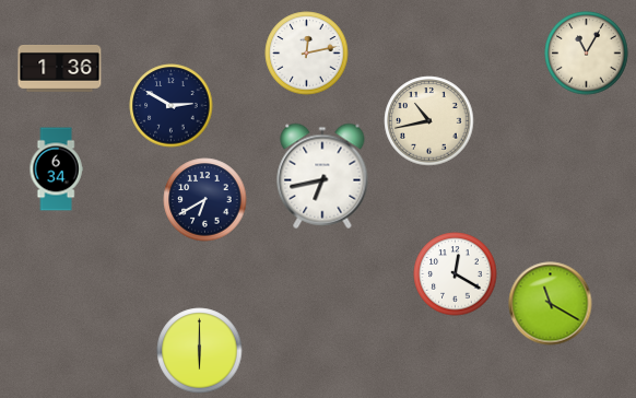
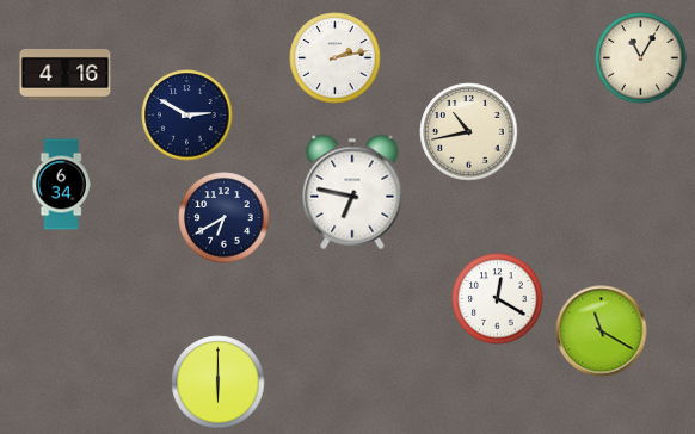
clock at (307, 54): 12:13 -> 2:13
clock at (60, 69): 1:36 -> 4:16
clock at (322, 176): 6:43 -> 6:47
